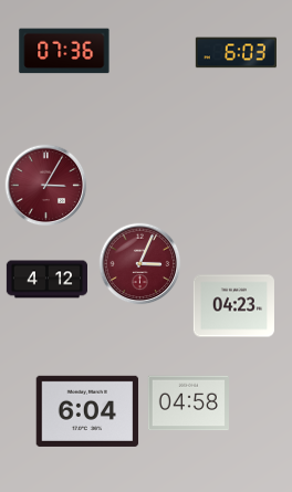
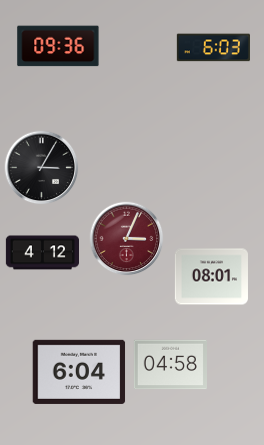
clock at (64, 51): 07:36 -> 09:36
clock at (46, 186) dial: burgundy -> black
clock at (233, 306): 04:23 -> 08:01
